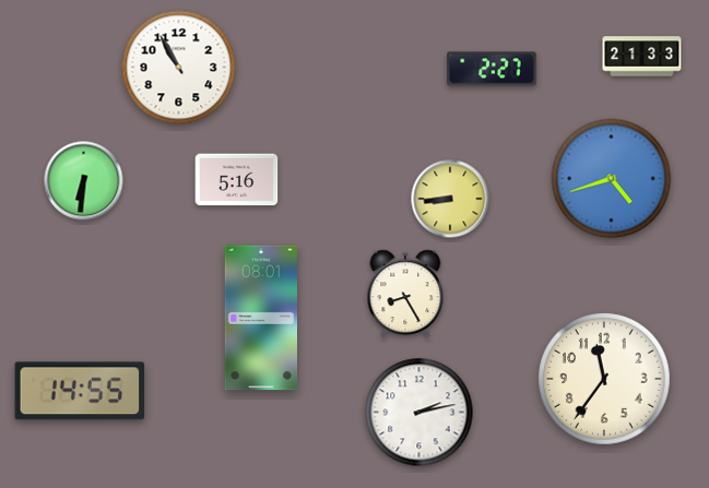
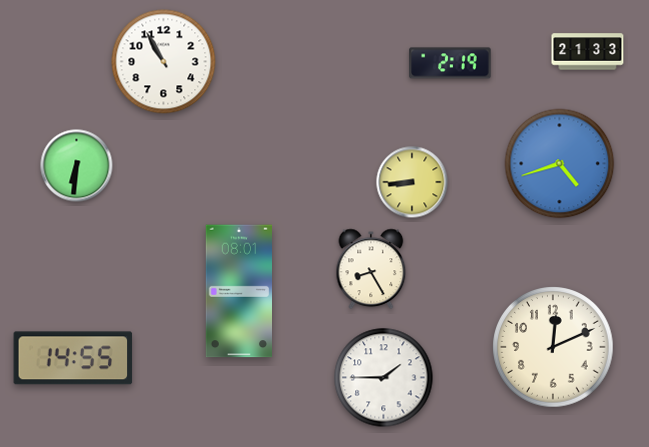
clock at (492, 69): 2:27 -> 2:19
clock at (237, 180): 5:16 -> none
clock at (604, 379): 11:36 -> 12:11
clock at (420, 413): 2:13 -> 1:45
